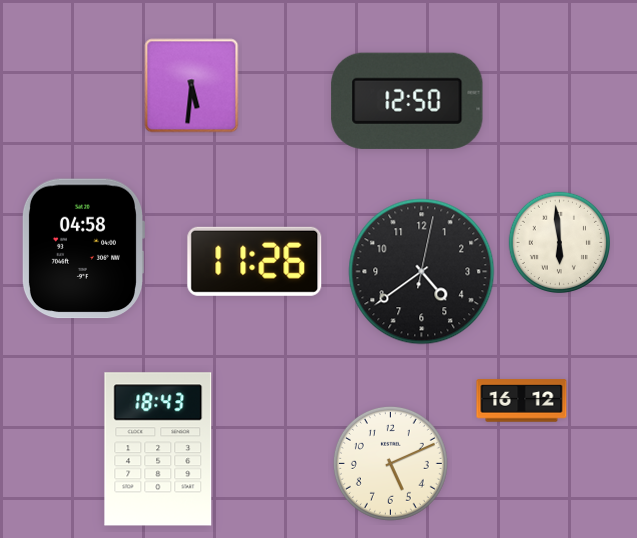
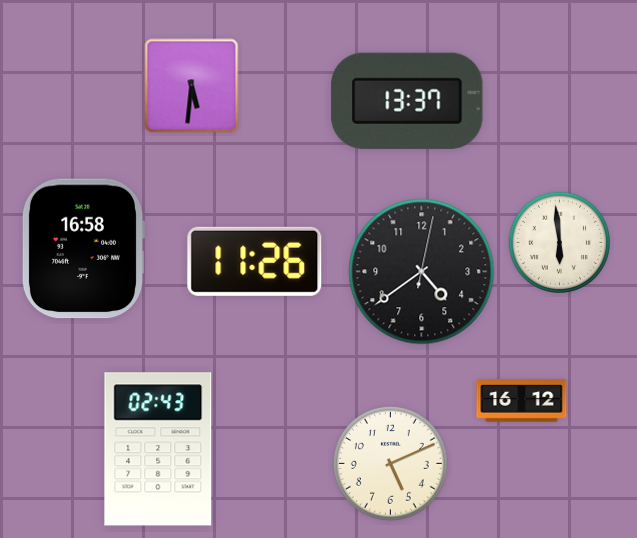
clock at (407, 101): 12:50 -> 13:37
clock at (82, 249): 04:58 -> 16:58
clock at (158, 449): 18:43 -> 02:43
